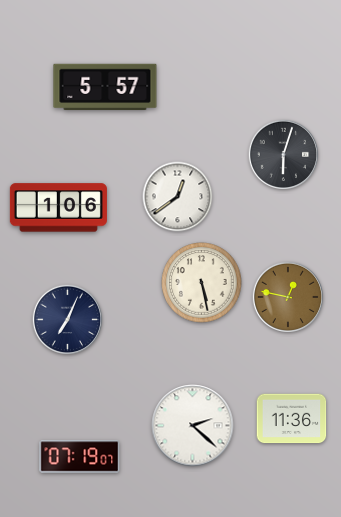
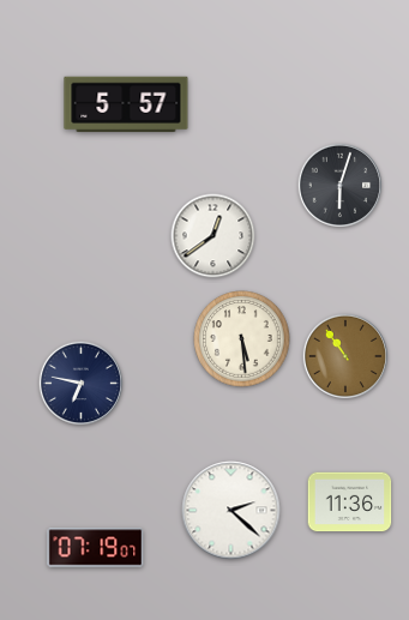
clock at (58, 208): 1:06 -> none
clock at (202, 283): 5:28 -> 5:29
clock at (287, 296): 12:47 -> 10:54
clock at (68, 320): 7:04 -> 6:47
